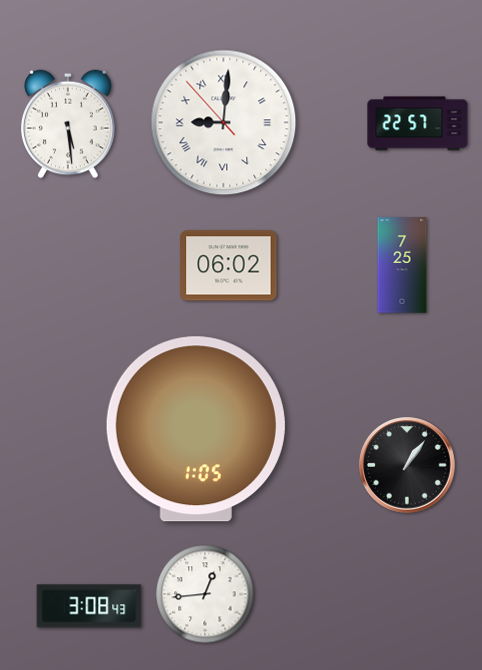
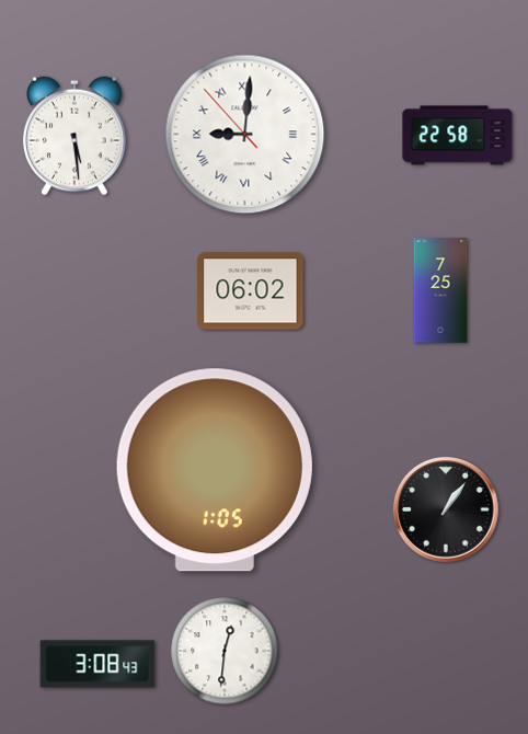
clock at (418, 124): 22:57 -> 22:58
clock at (205, 594): 12:44 -> 12:31
